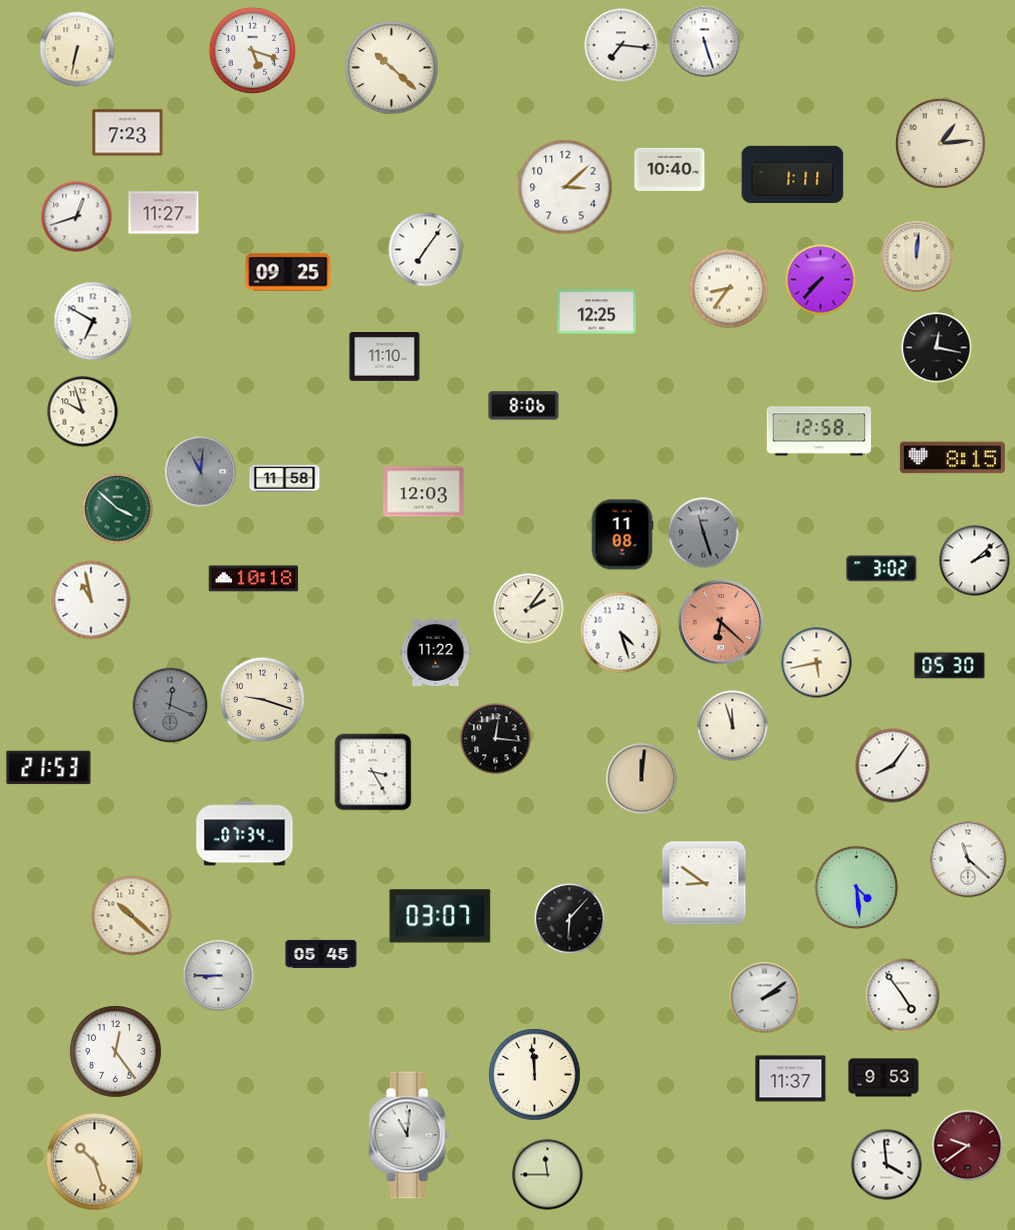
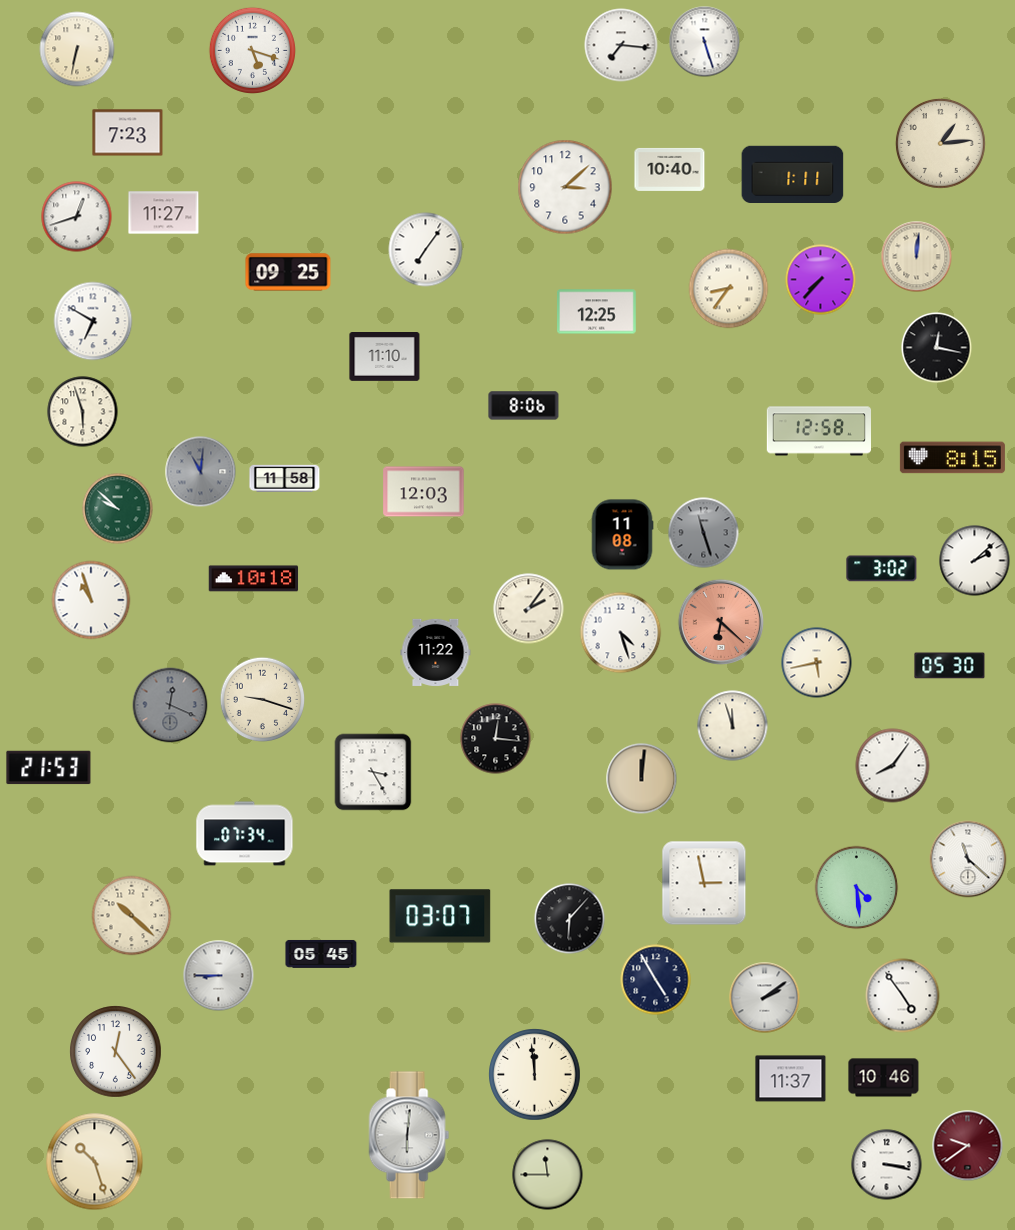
clock at (392, 68): 10:22 -> none
clock at (83, 412): 9:57 -> 5:57
clock at (118, 509): 3:52 -> 9:52
clock at (91, 600): 10:58 -> 10:57
clock at (704, 883): 8:51 -> 2:58
clock at (656, 980): none -> 4:55
clock at (884, 1078): 9:53 -> 10:46
clock at (409, 1135): 11:01 -> 6:01
clock at (887, 1165): 3:59 -> 3:17
